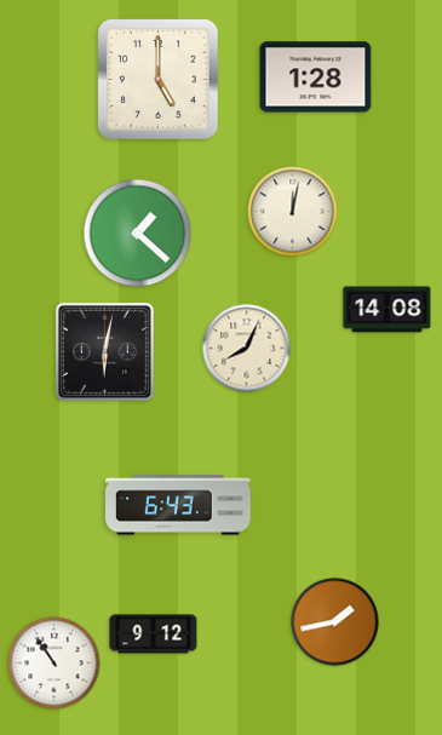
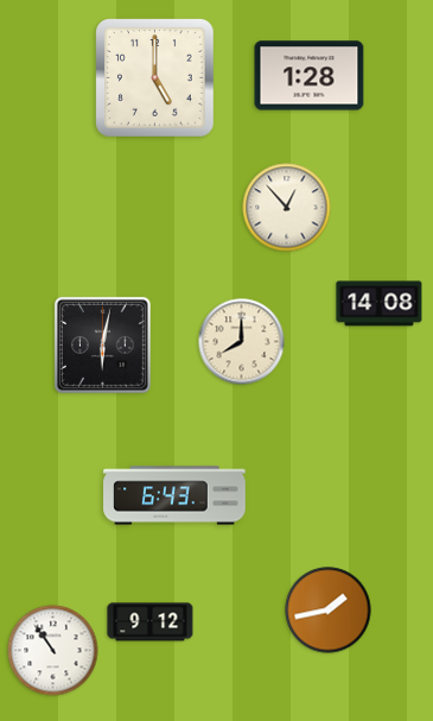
clock at (293, 212): 12:02 -> 12:53
clock at (138, 234): 1:22 -> none
clock at (247, 349): 8:04 -> 8:00
